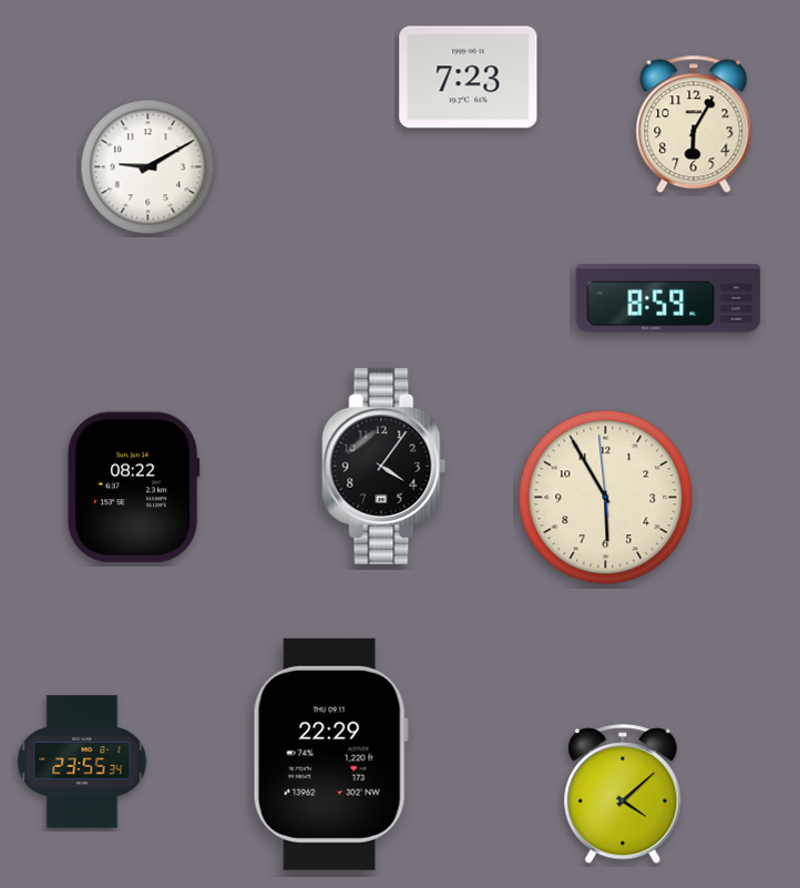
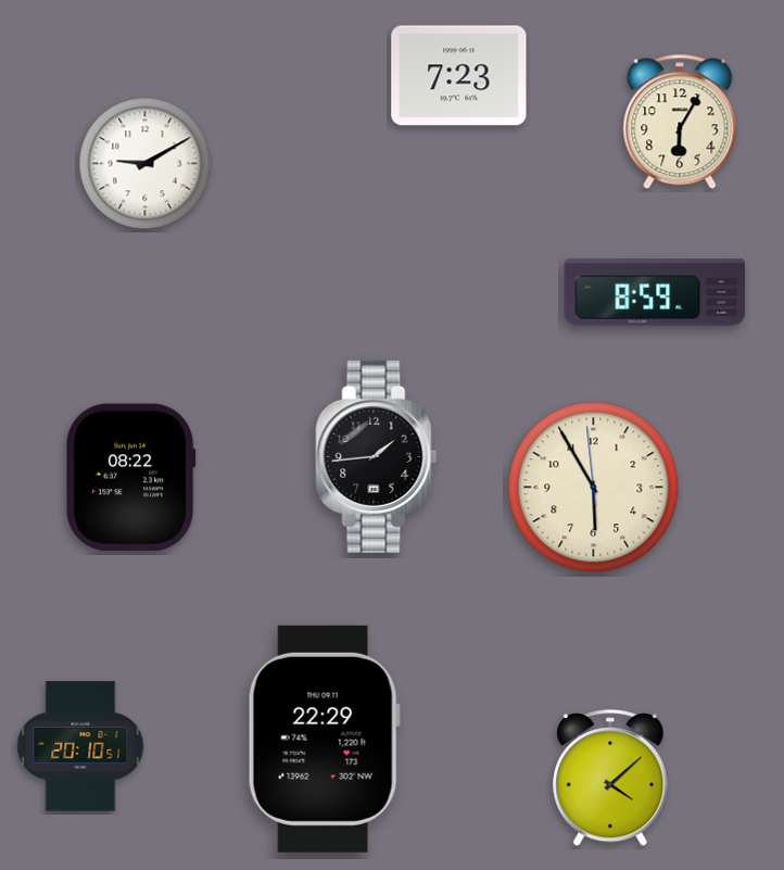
clock at (384, 466): 4:06 -> 1:44
clock at (82, 762): 23:55 -> 20:10
